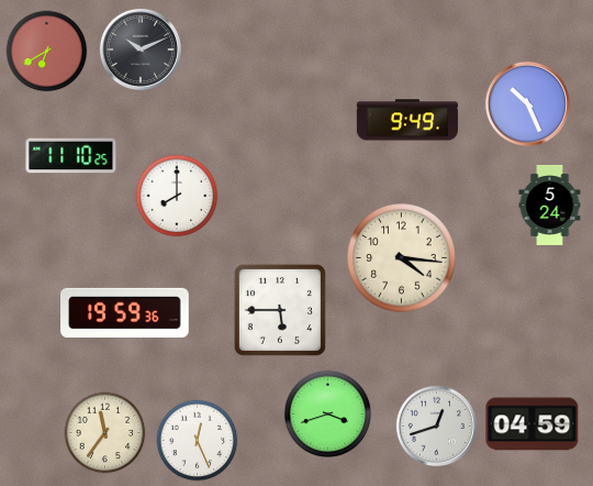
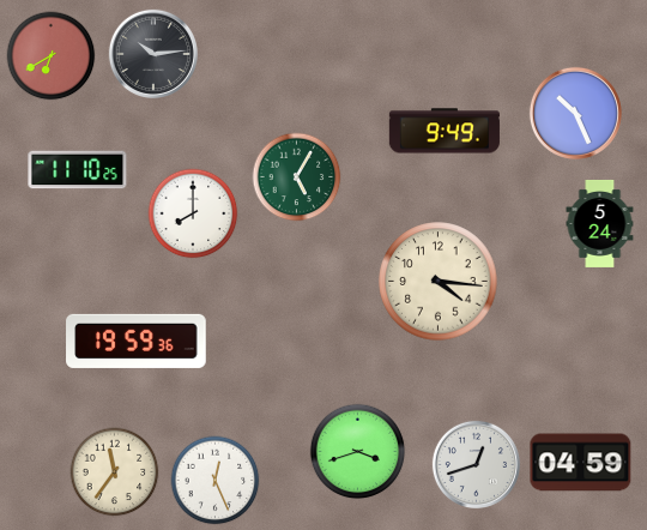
clock at (141, 49): 10:11 -> 10:14
clock at (297, 177): none -> 5:05
clock at (280, 310): 5:45 -> none
